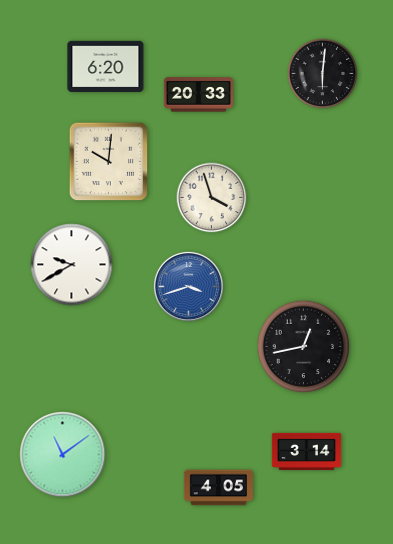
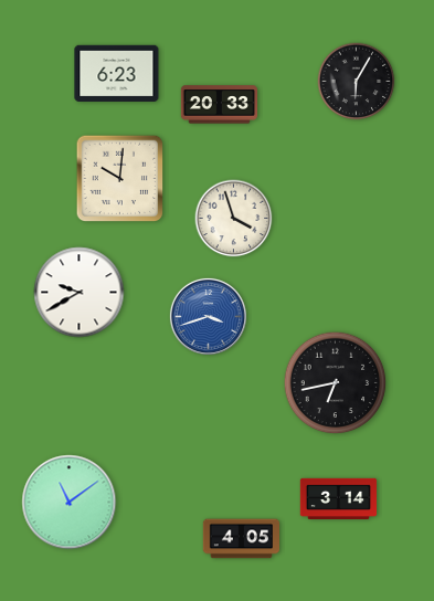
clock at (106, 66): 6:20 -> 6:23
clock at (323, 74): 6:01 -> 6:05
clock at (304, 347): 12:43 -> 6:43
